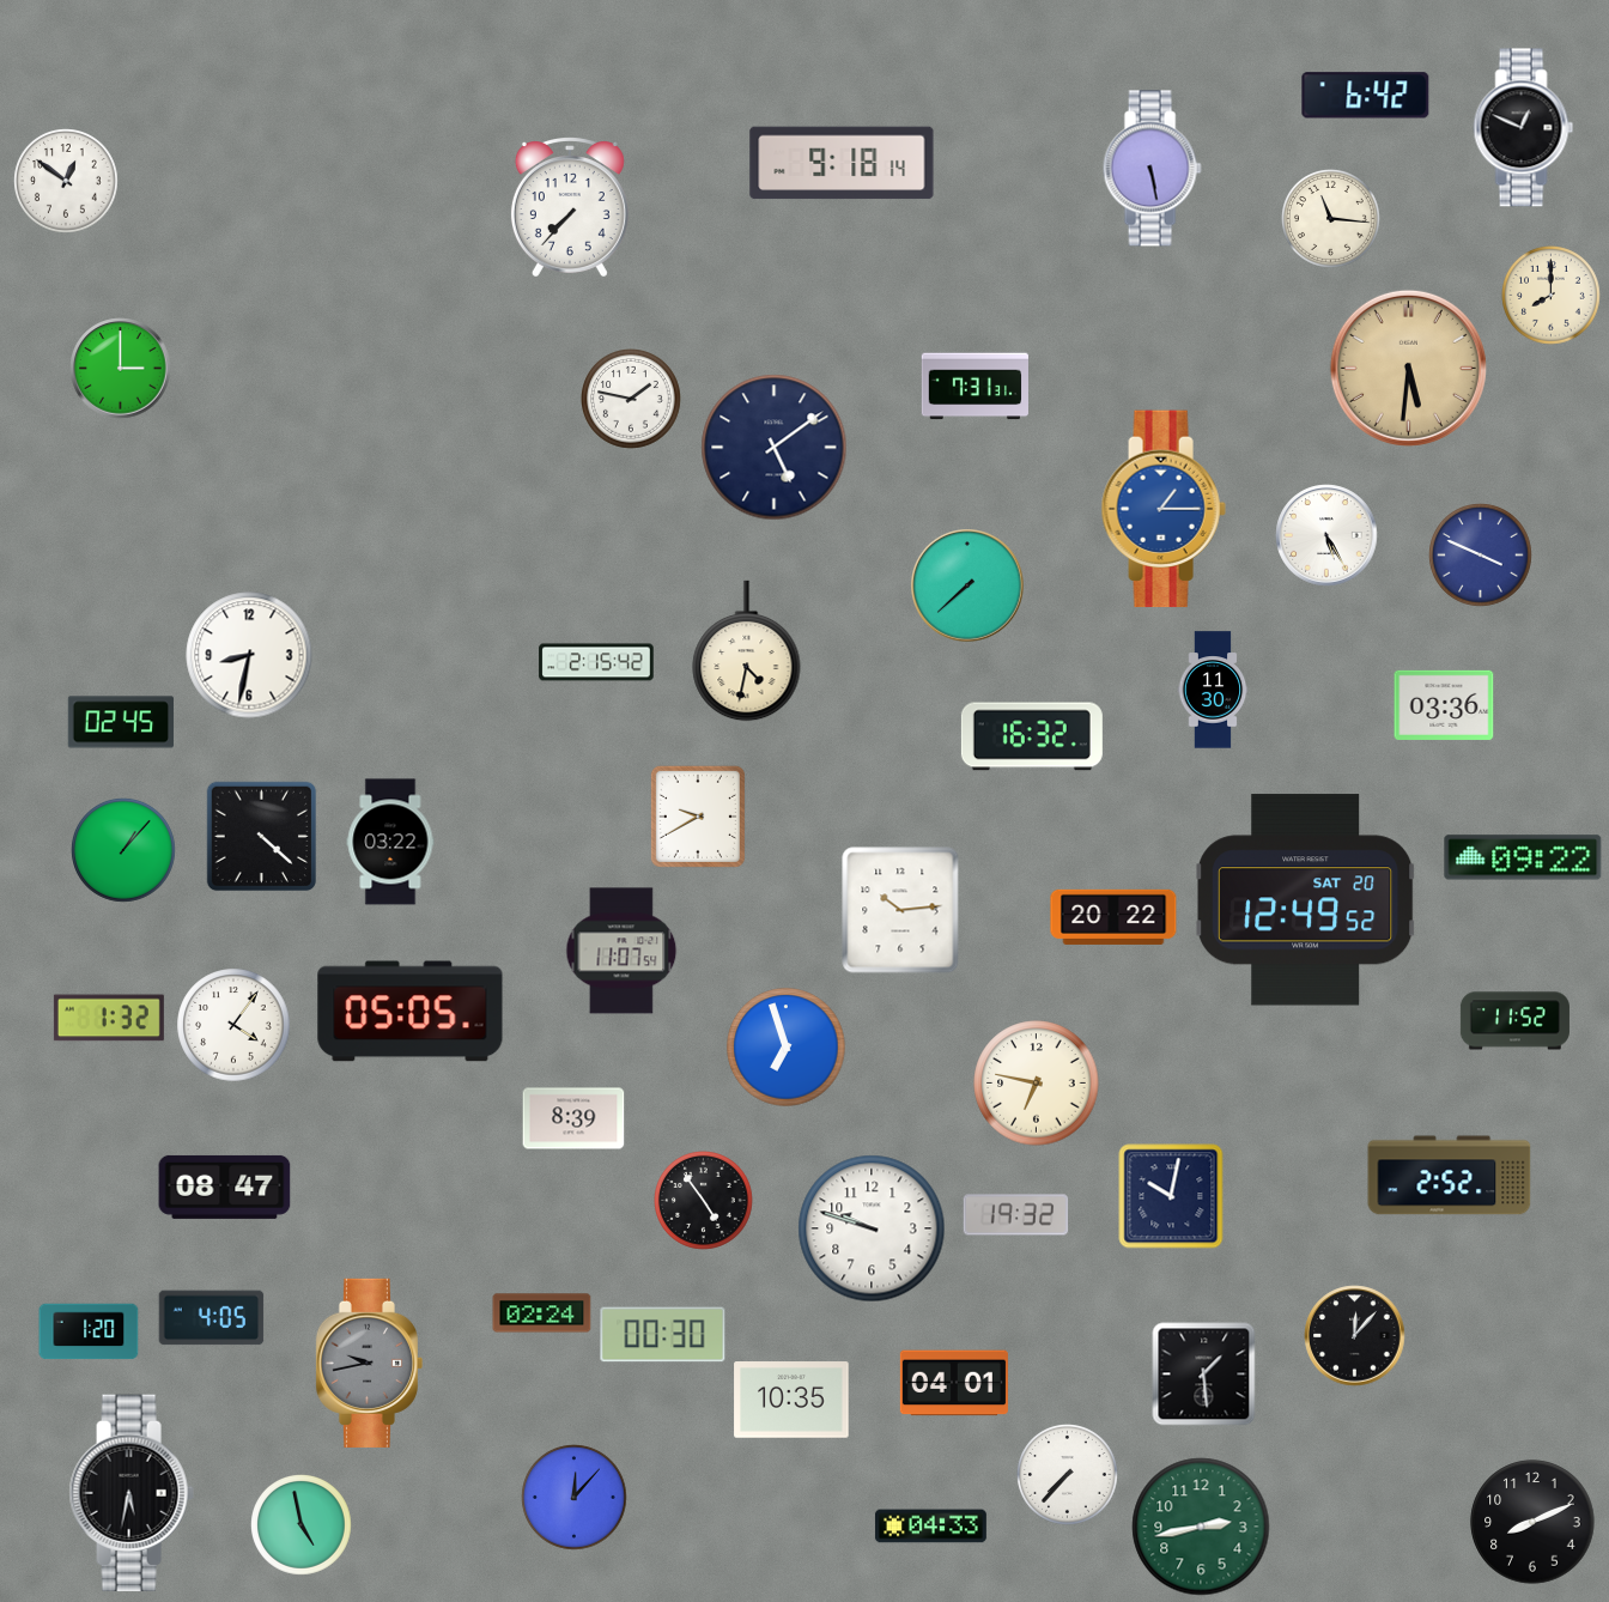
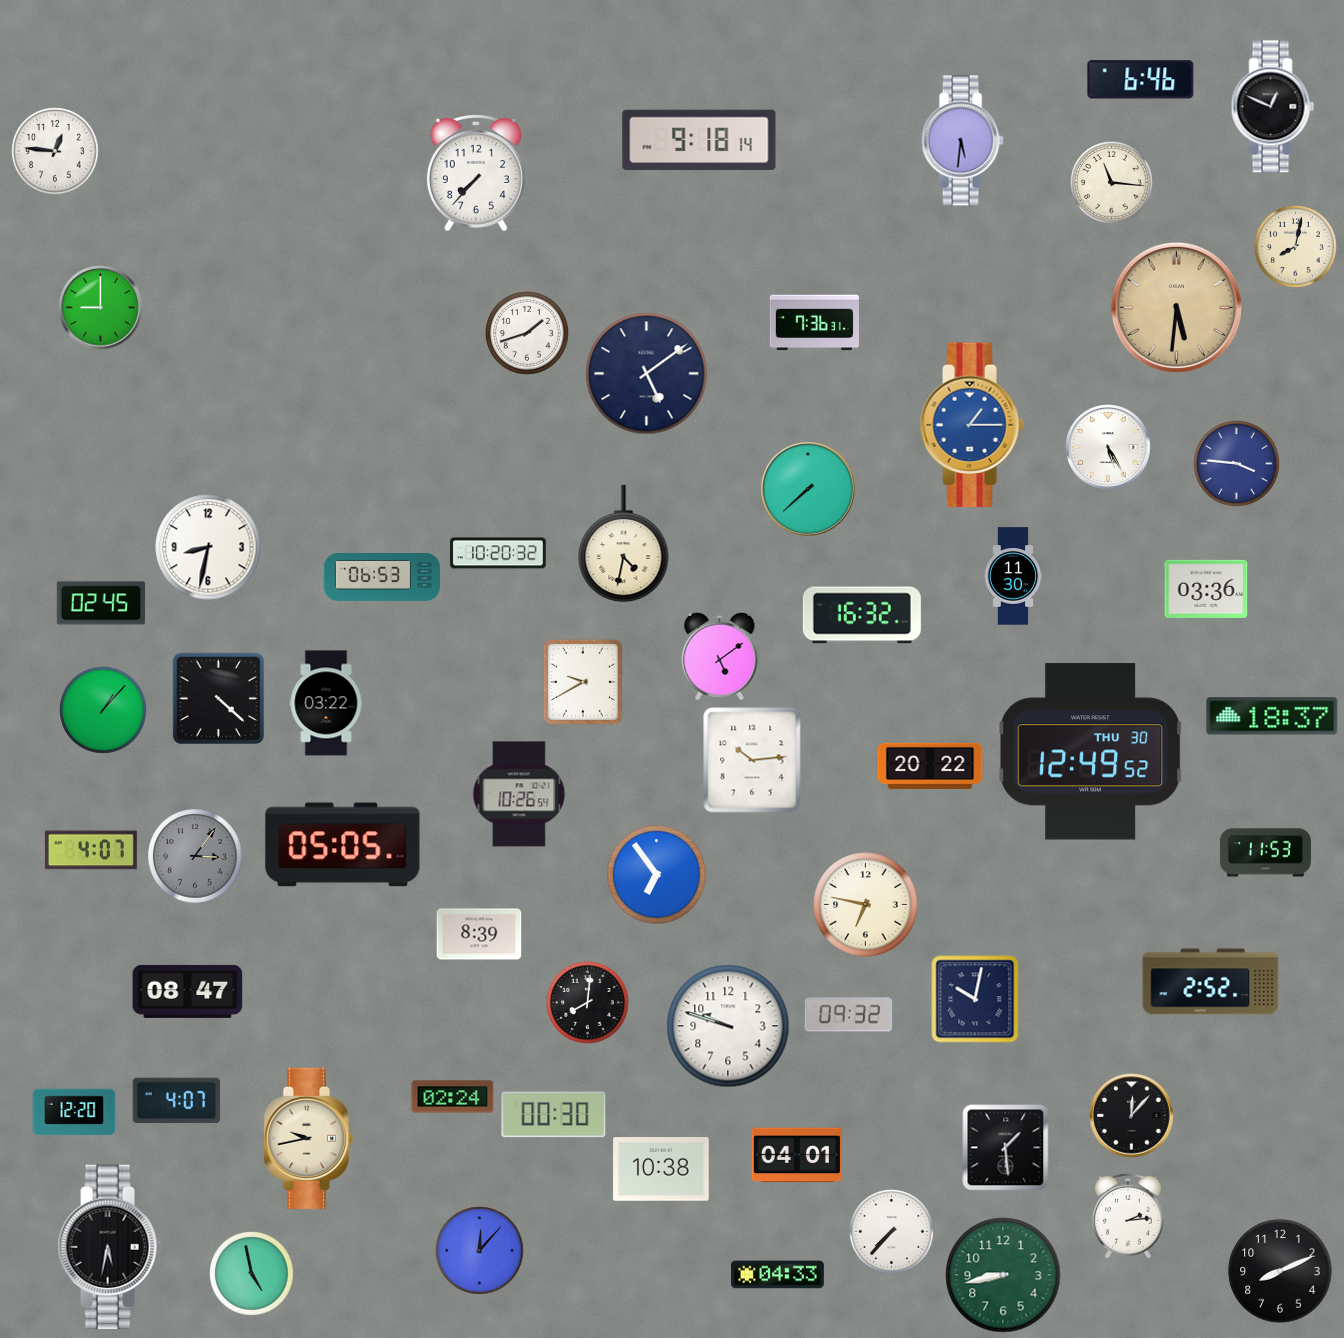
clock at (1366, 96): 6:42 -> 6:46
clock at (842, 163) position: (842, 163) -> (699, 140)
clock at (1152, 169): 5:28 -> 5:31
clock at (66, 181): 12:51 -> 12:46
clock at (1552, 296): 8:00 -> 8:02
clock at (121, 369): 3:00 -> 9:00
clock at (974, 387): 7:31 -> 7:36
clock at (632, 400): 1:47 -> 1:42
clock at (1481, 556): 3:49 -> 3:46
clock at (596, 662): 2:15 -> 10:20
clock at (382, 578): none -> 06:53
clock at (720, 656): none -> 5:09
clock at (1523, 857): 09:22 -> 18:37
clock at (1307, 900) date: SAT 20 -> THU 30
clock at (621, 951): 11:07 -> 10:26
clock at (109, 1018): 1:32 -> 4:07
clock at (1514, 1021): 11:52 -> 11:53
clock at (233, 1025): 4:06 -> 3:06
clock at (233, 1025) dial: white -> grey
clock at (787, 1048): 6:57 -> 6:54
clock at (1171, 1196) position: (1171, 1196) -> (975, 999)
clock at (704, 1201): 4:54 -> 8:01
clock at (1016, 1215): 19:32 -> 09:32
clock at (212, 1318): 4:05 -> 4:07
clock at (89, 1331): 1:20 -> 12:20
clock at (369, 1363) dial: grey -> cream
clock at (791, 1400): 10:35 -> 10:38
clock at (1129, 1216): none -> 2:14
clock at (1201, 1527): 2:43 -> 8:43
